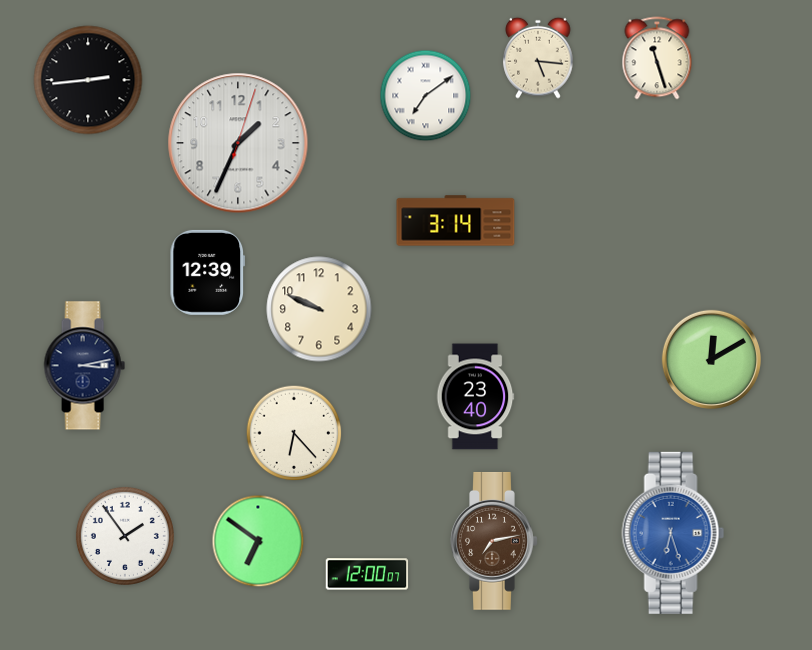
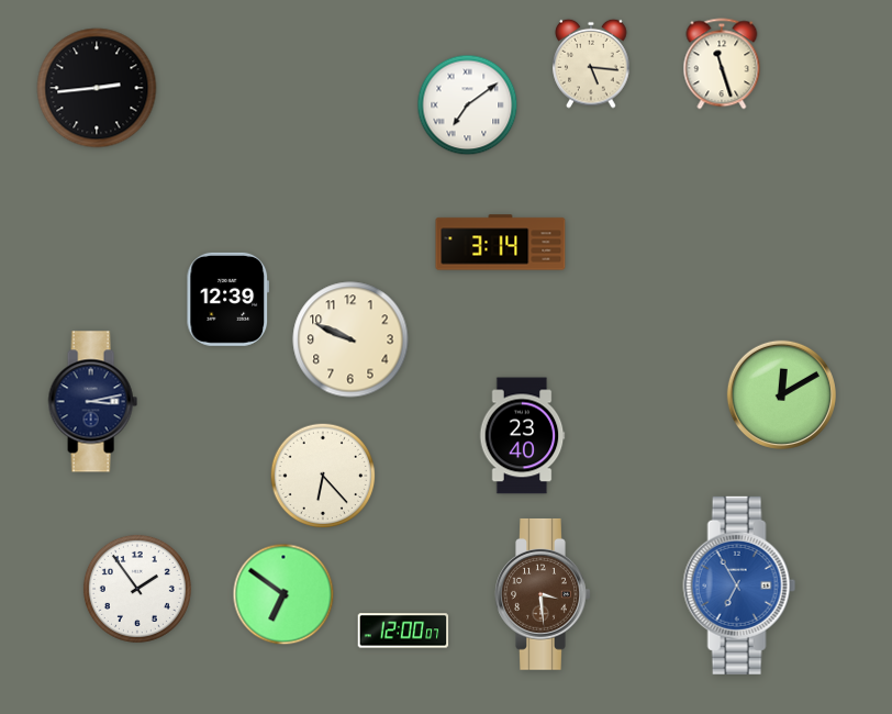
clock at (238, 143): 1:34 -> none
clock at (673, 533): 6:27 -> 6:55
clock at (494, 541): 7:13 -> 3:29
